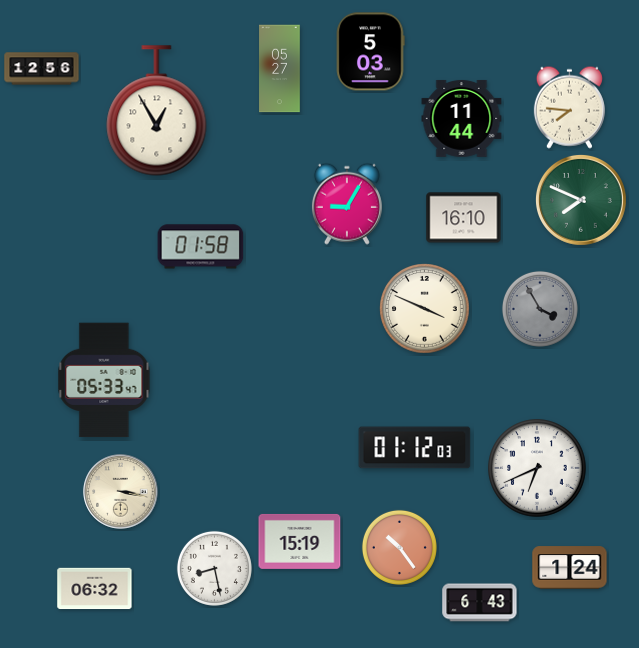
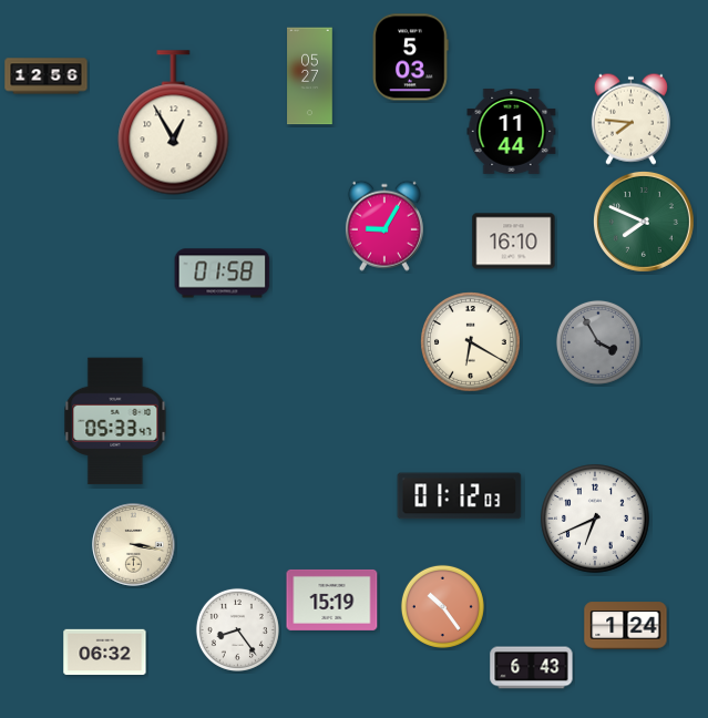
clock at (425, 309): 3:49 -> 6:20
clock at (214, 568): 8:28 -> 8:24
clock at (570, 568) position: (570, 568) -> (626, 626)
